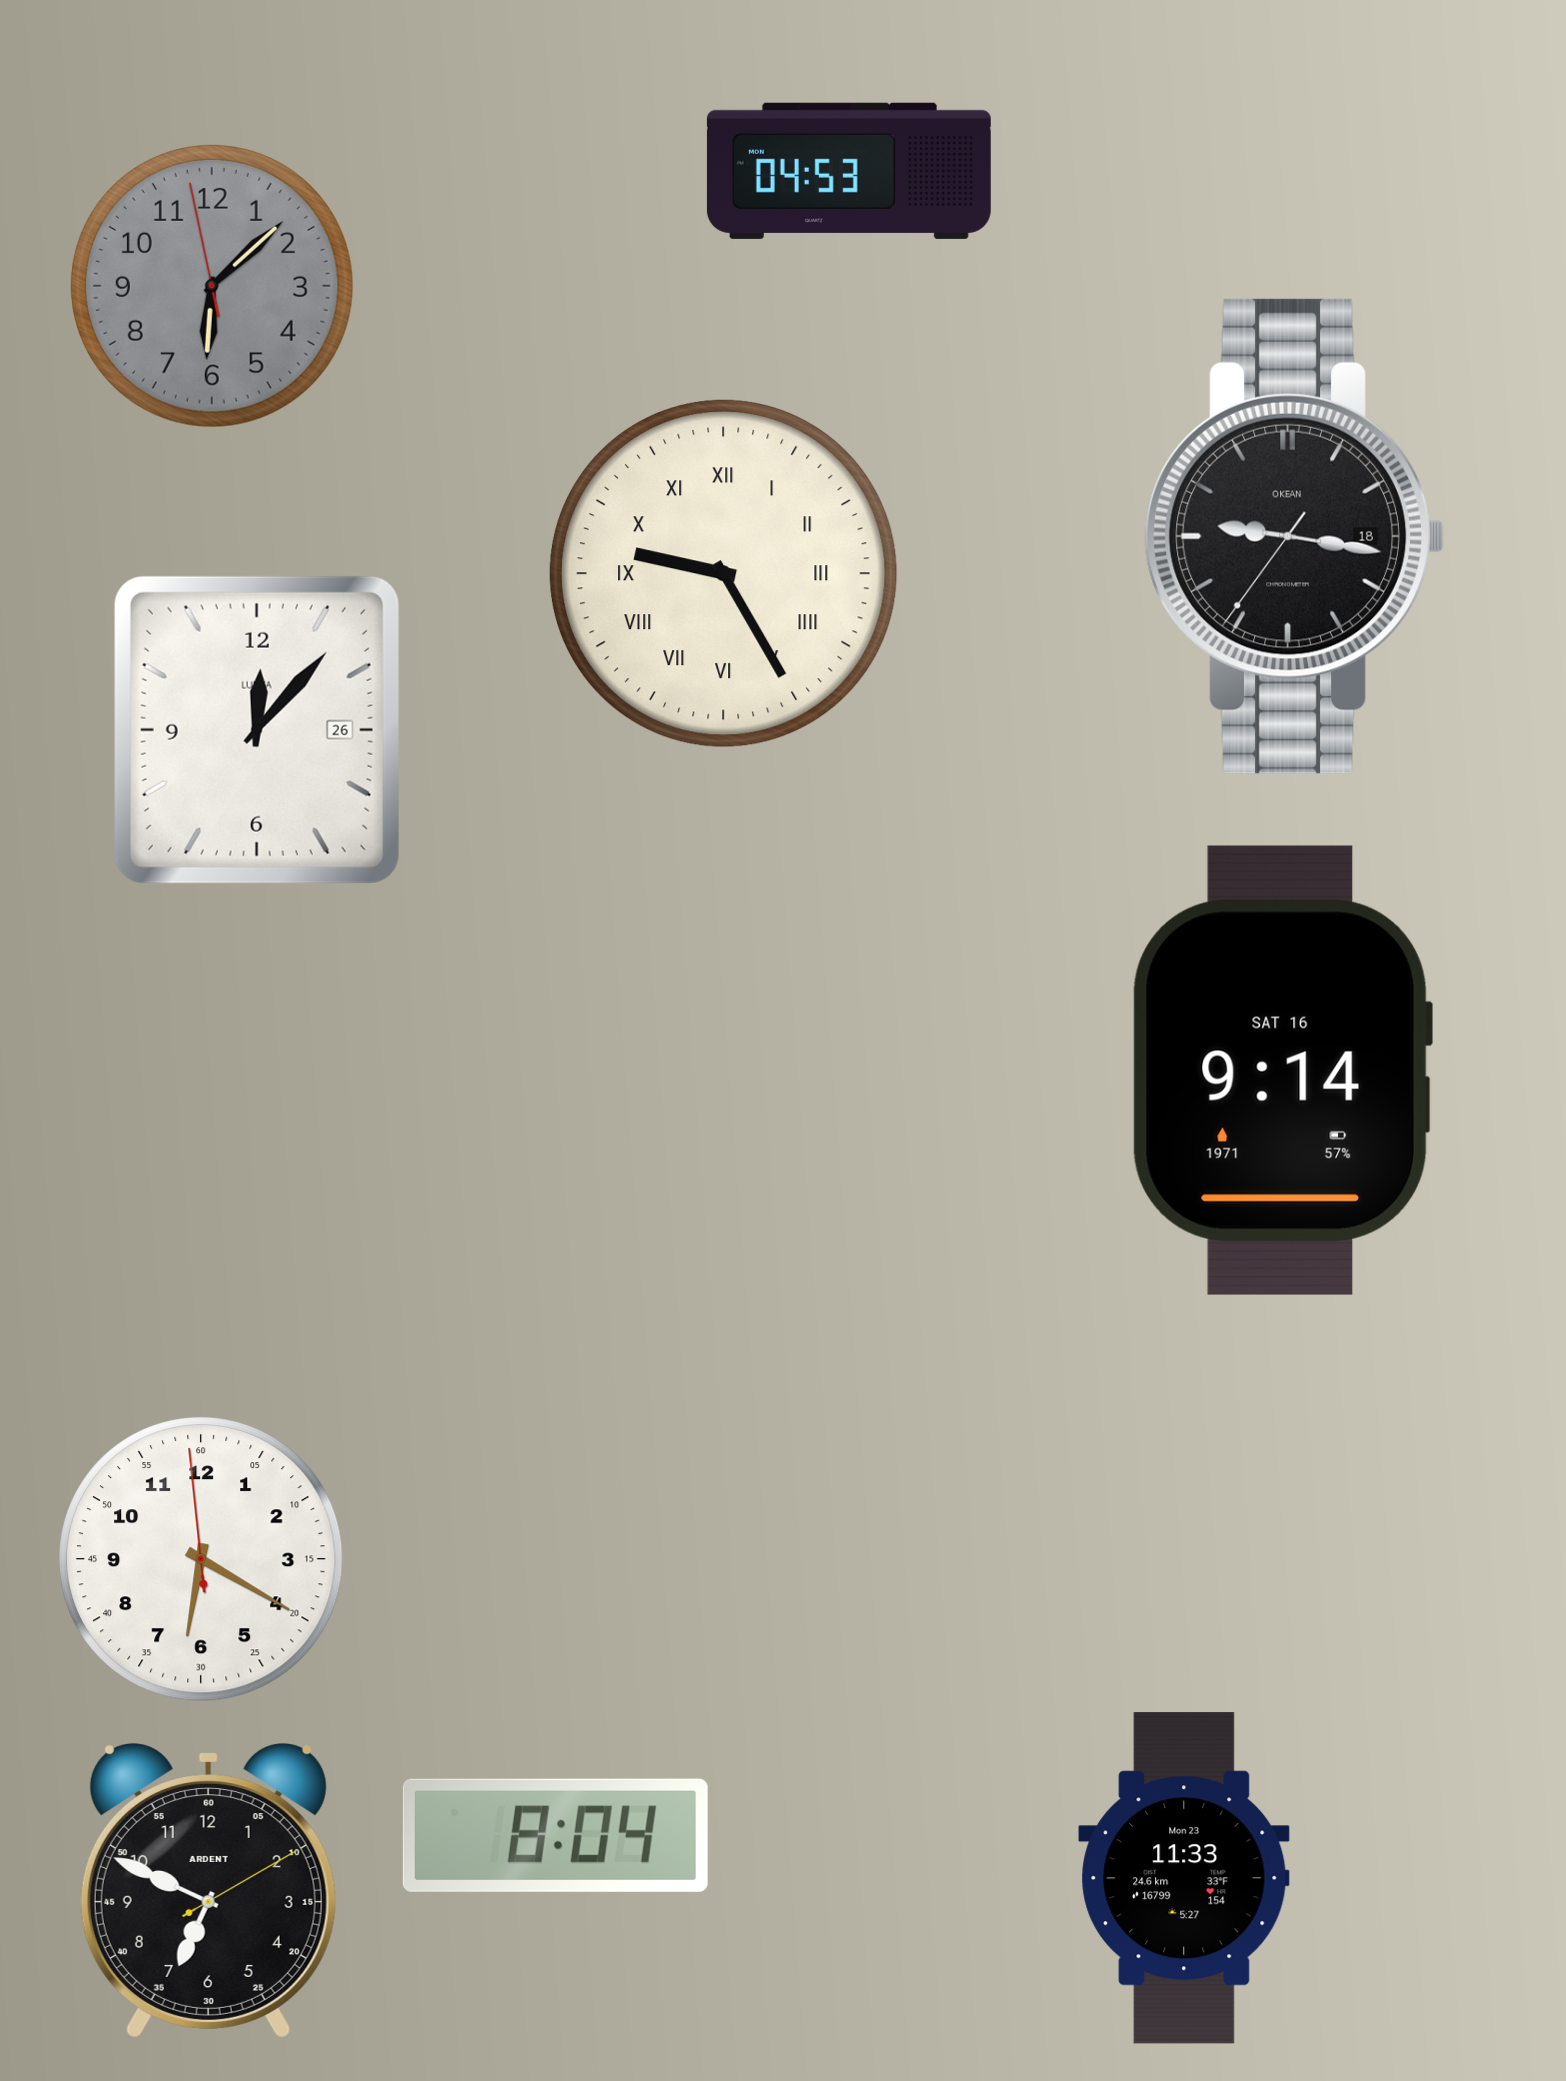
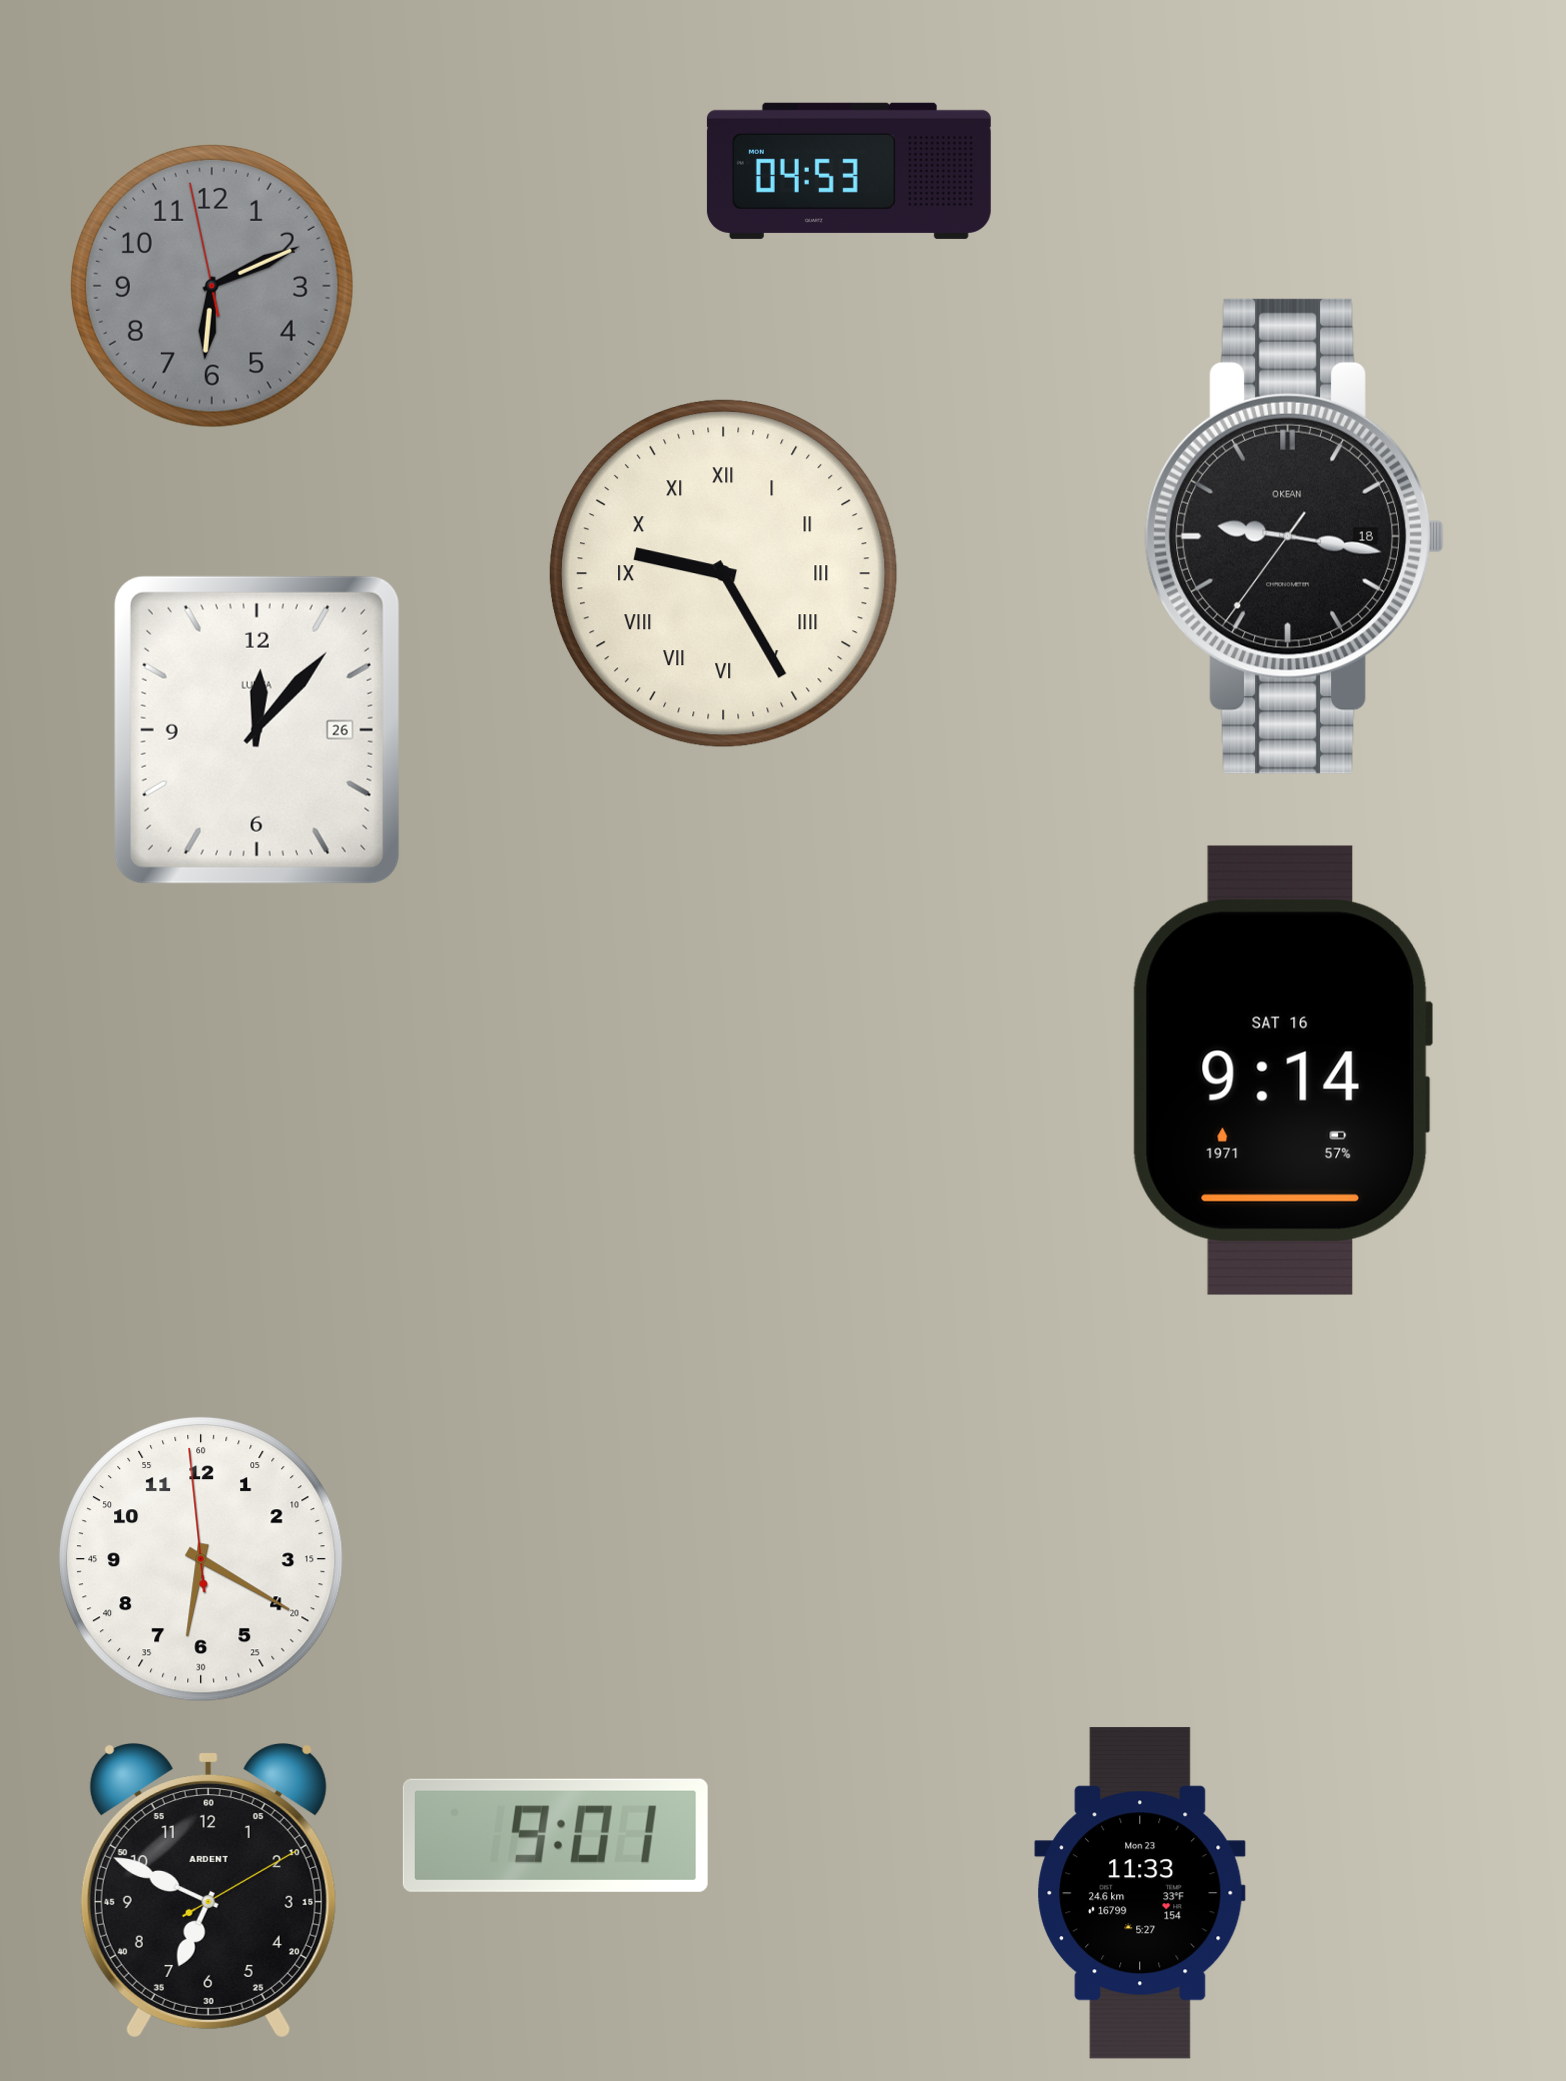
clock at (212, 286): 6:07 -> 6:10
clock at (555, 1835): 8:04 -> 9:01
clock at (1184, 1878) position: (1184, 1878) -> (1140, 1893)
